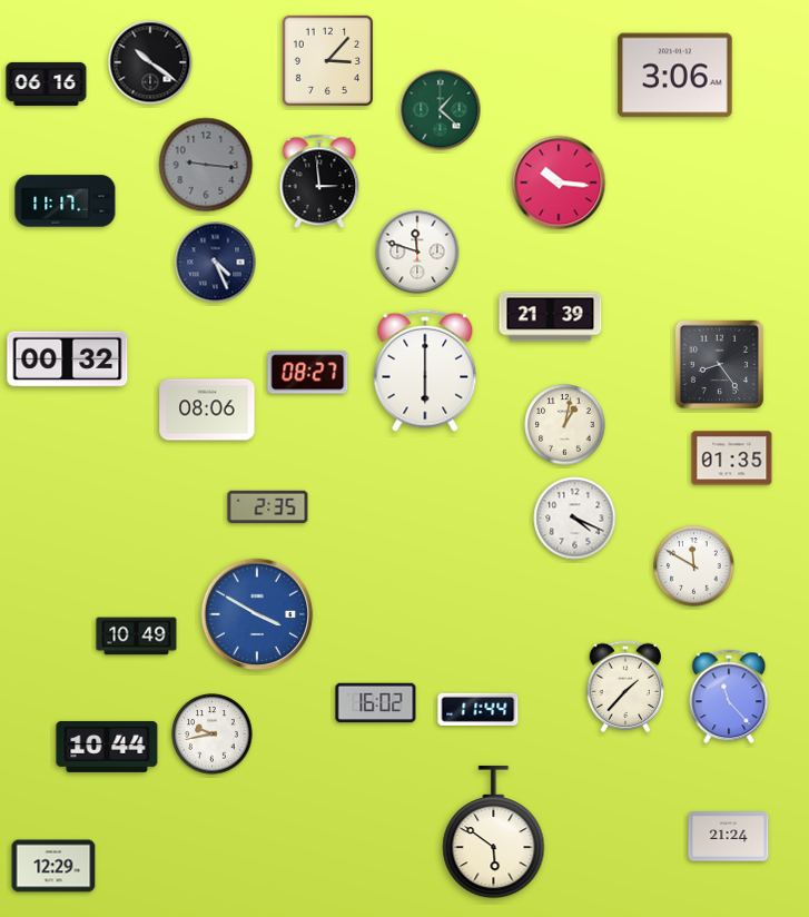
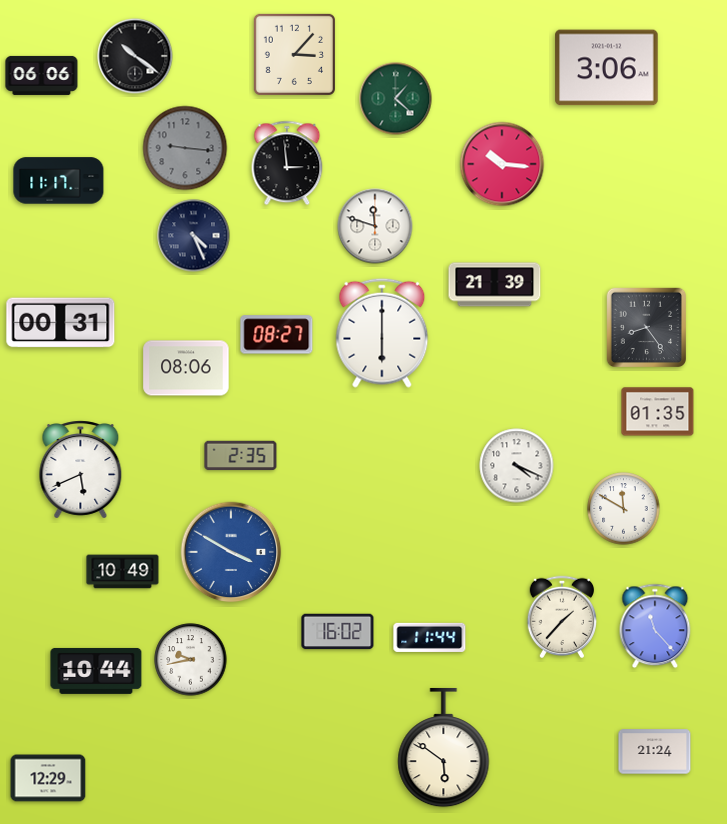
clock at (47, 83): 06:16 -> 06:06
clock at (68, 359): 00:32 -> 00:31
clock at (565, 425): 1:02 -> none
clock at (81, 470): none -> 5:41
